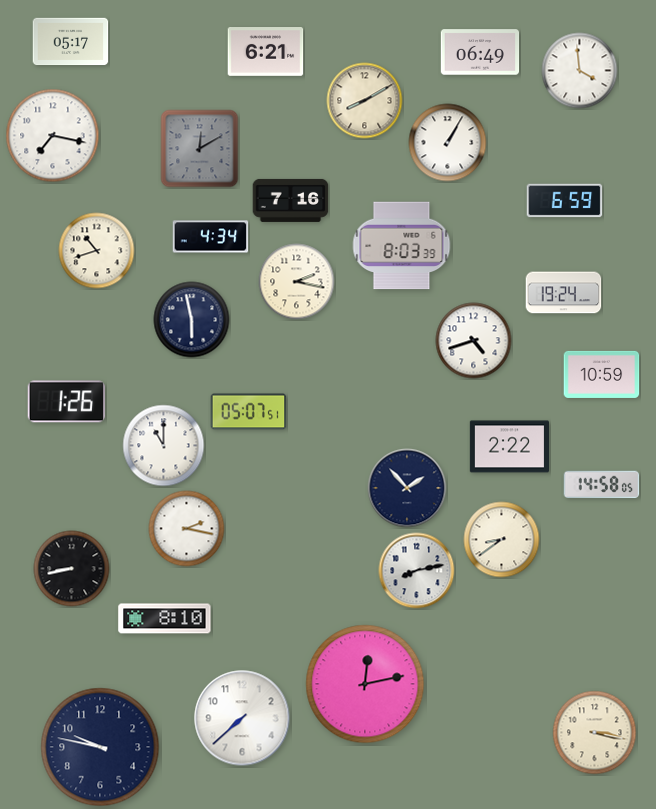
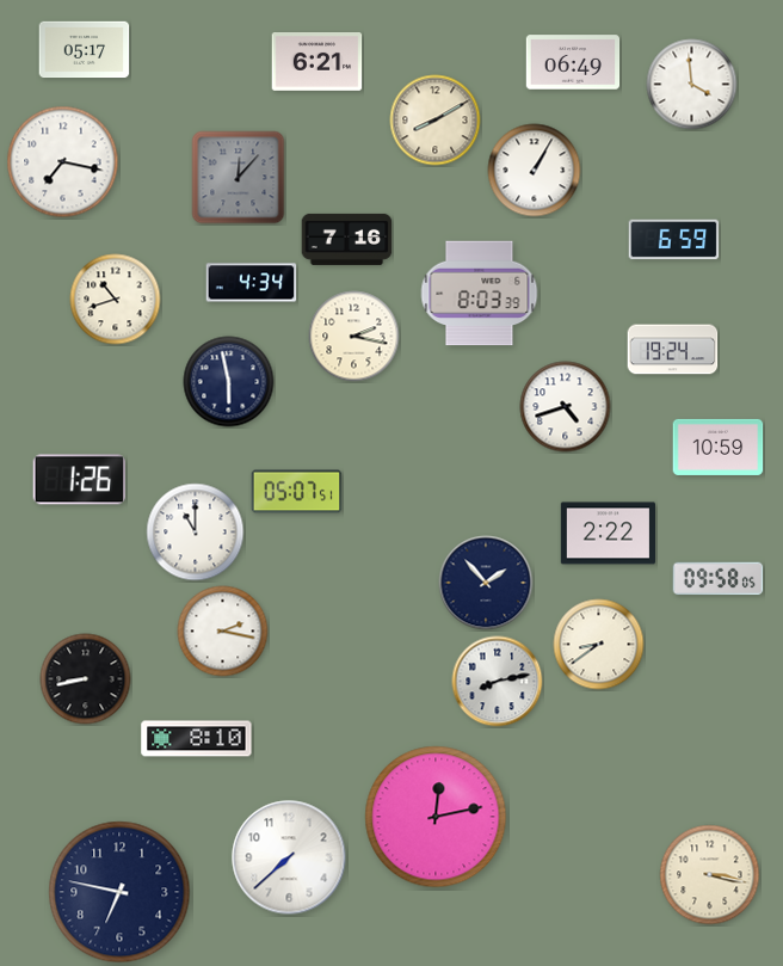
clock at (200, 149): 12:10 -> 12:07
clock at (602, 485): 14:58 -> 09:58
clock at (100, 747): 9:47 -> 6:47
